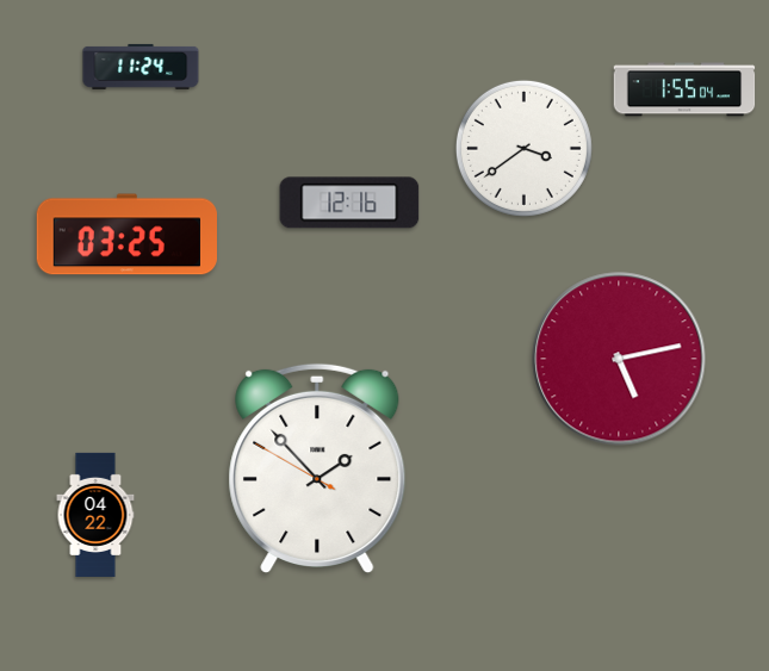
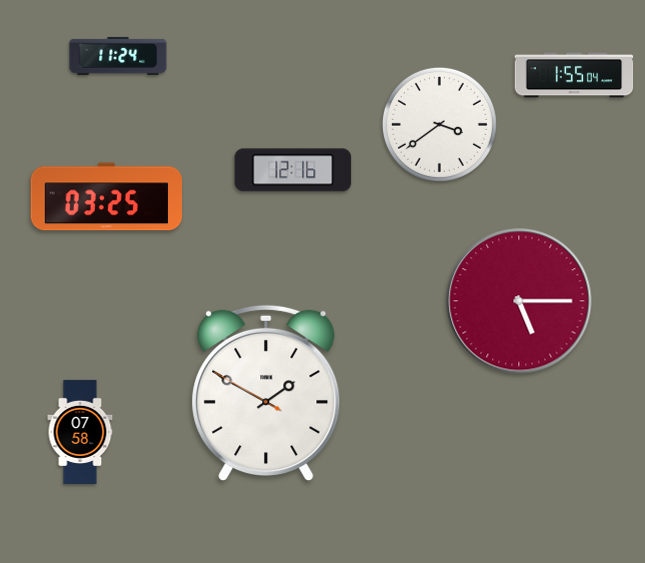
clock at (619, 359): 5:13 -> 5:15
clock at (317, 468): 1:52 -> 1:49
clock at (95, 515): 04:22 -> 07:58
